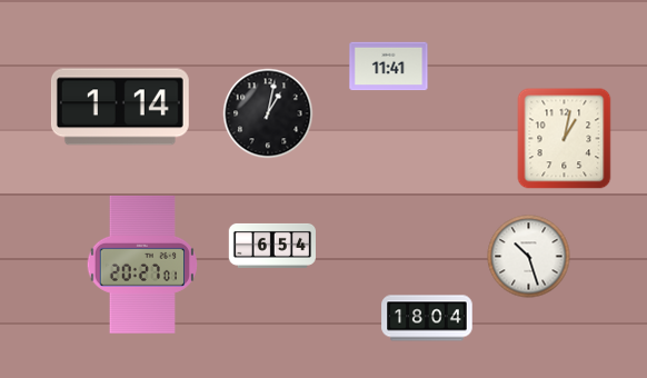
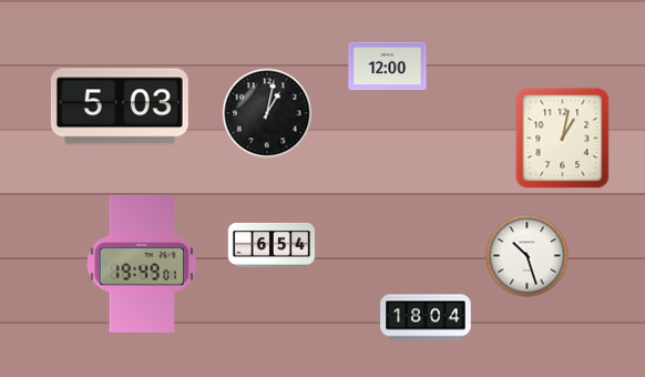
clock at (389, 67): 11:41 -> 12:00
clock at (120, 107): 1:14 -> 5:03
clock at (141, 265): 20:27 -> 19:49
